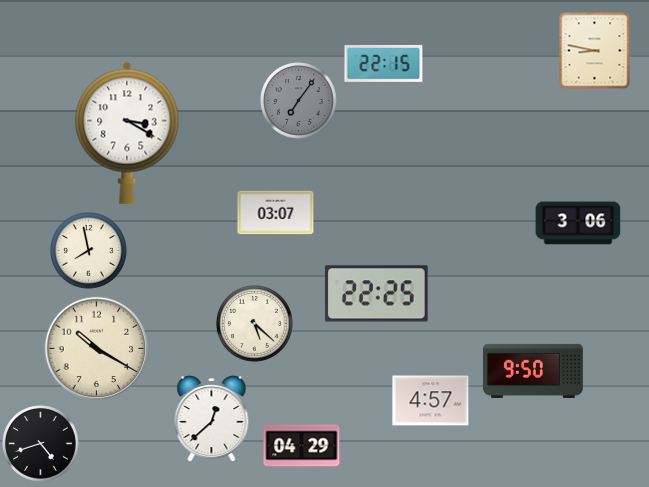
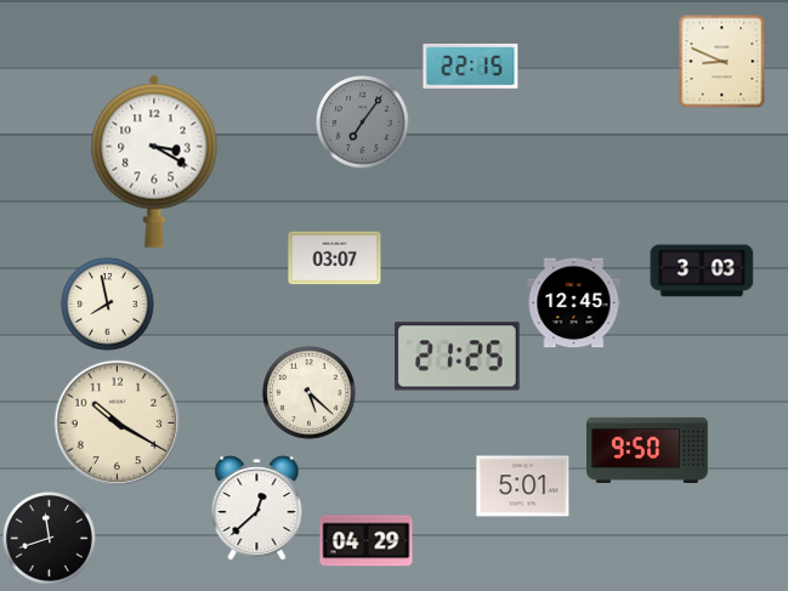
clock at (595, 50): 8:47 -> 8:49
clock at (384, 63) position: (384, 63) -> (471, 66)
clock at (578, 223): 3:06 -> 3:03
clock at (574, 303): none -> 12:45
clock at (377, 294): 22:25 -> 21:25
clock at (431, 401): 4:57 -> 5:01
clock at (41, 444): 4:42 -> 11:42
